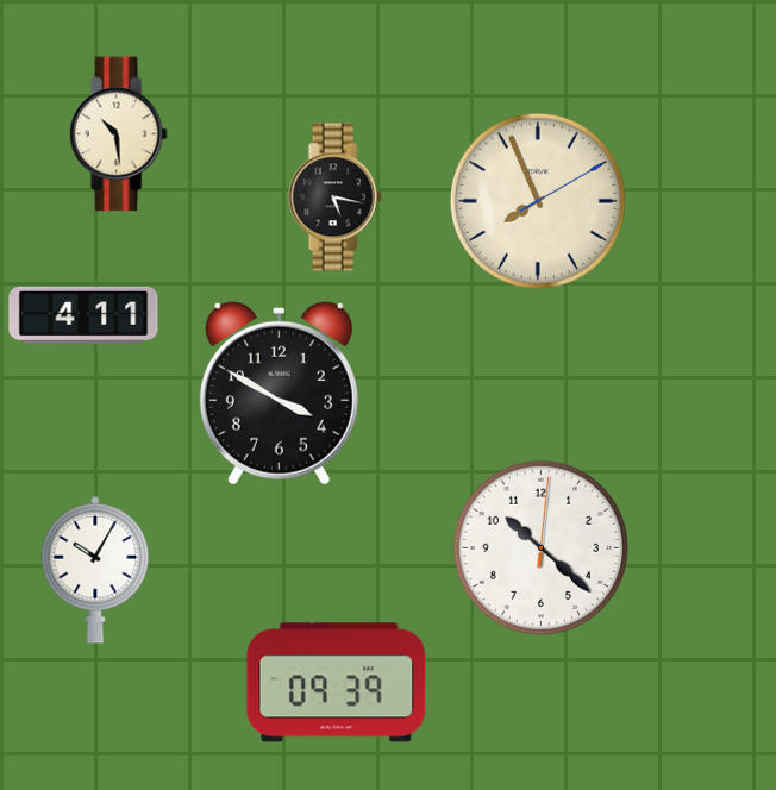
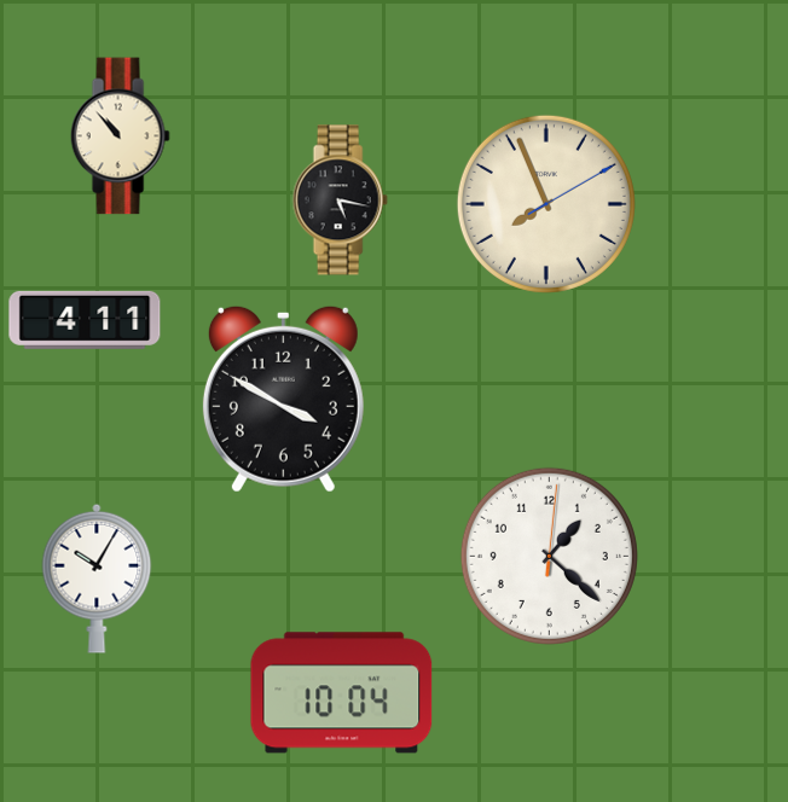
clock at (118, 134): 10:29 -> 10:53
clock at (540, 547): 10:22 -> 1:22
clock at (337, 683): 09:39 -> 10:04
